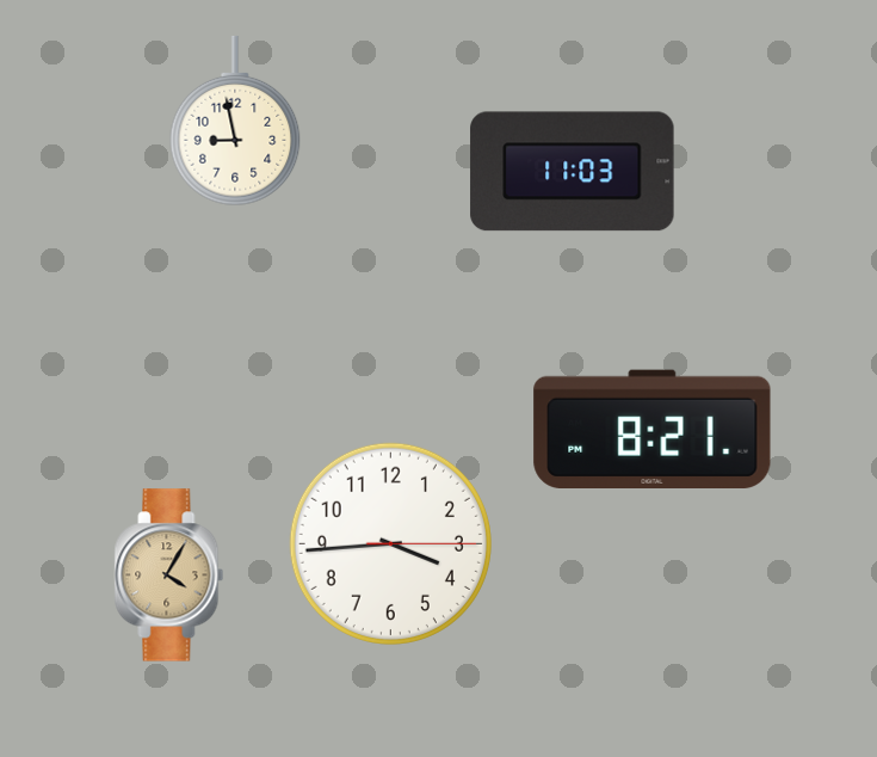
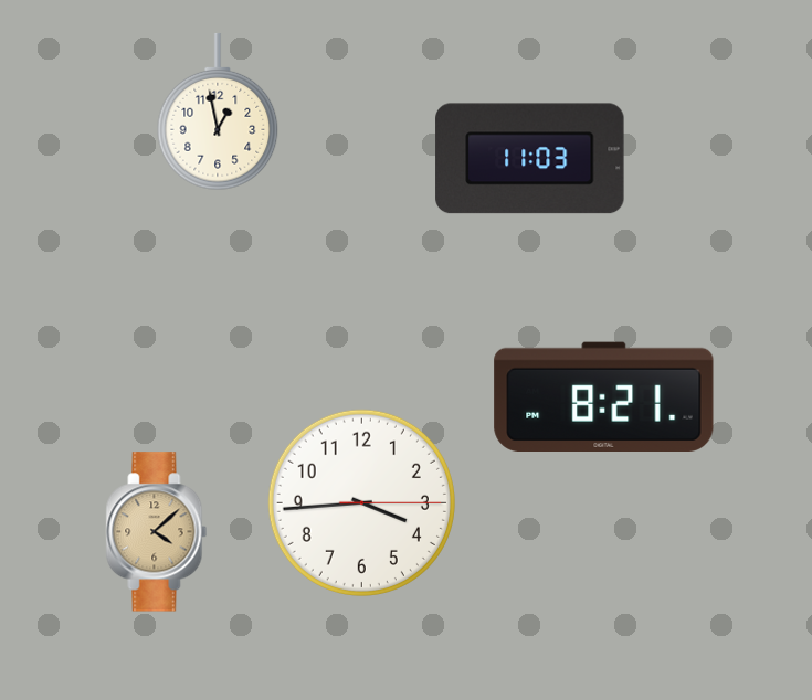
clock at (235, 121): 8:58 -> 12:58
clock at (169, 576): 4:05 -> 4:08
